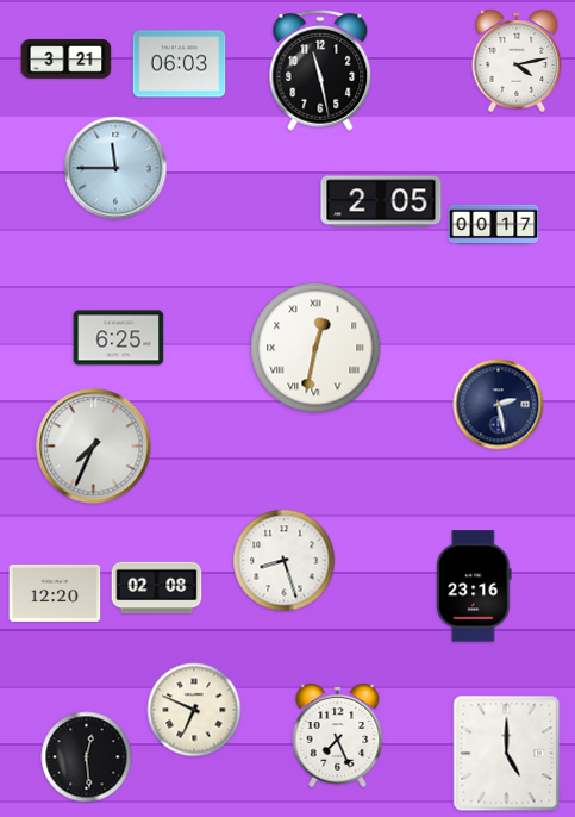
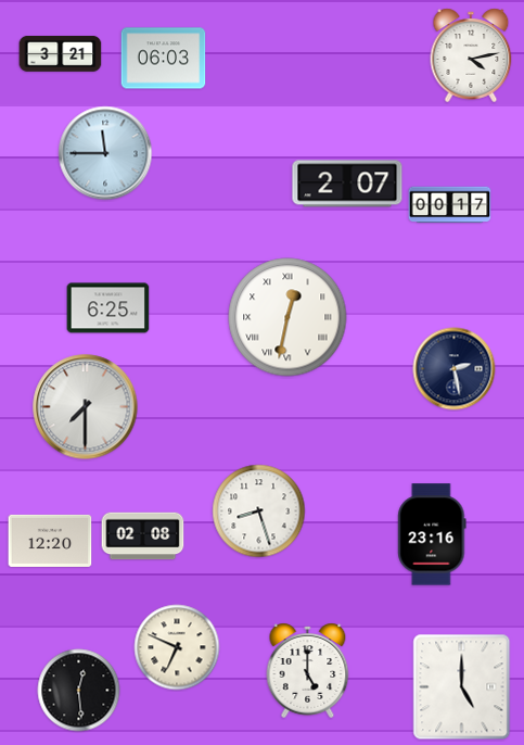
clock at (320, 70): 11:28 -> none
clock at (381, 201): 2:05 -> 2:07
clock at (94, 447): 7:34 -> 7:30
clock at (338, 735): 7:26 -> 5:00
